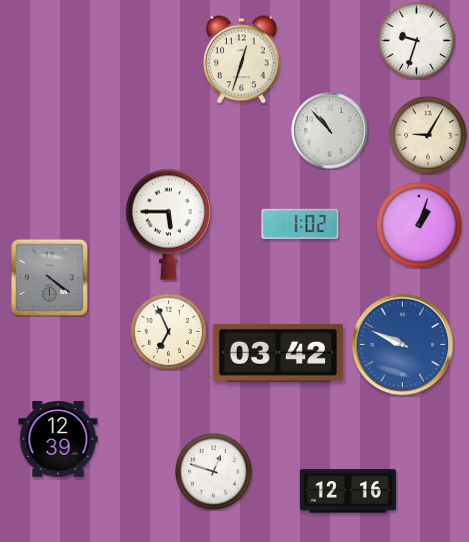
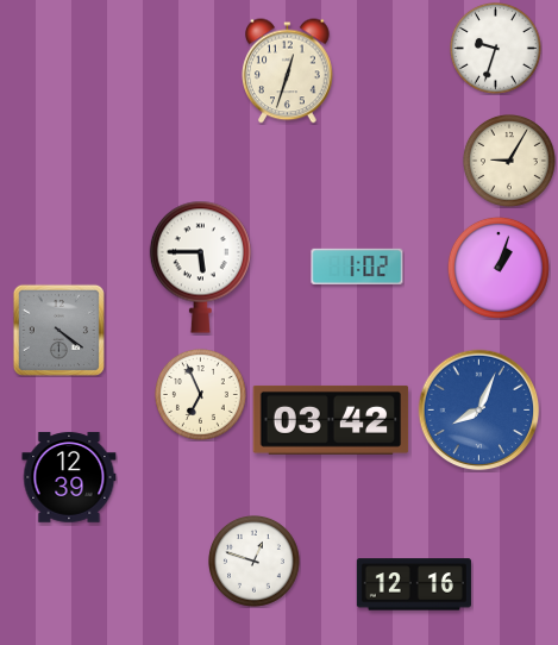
clock at (330, 131): 10:53 -> none
clock at (403, 345): 9:49 -> 8:04
clock at (58, 439) position: (58, 439) -> (69, 477)
